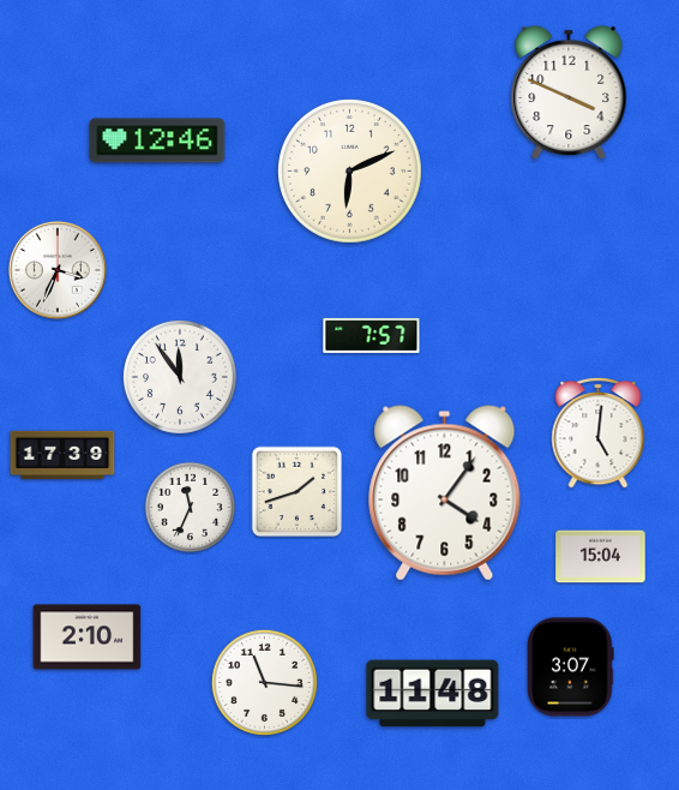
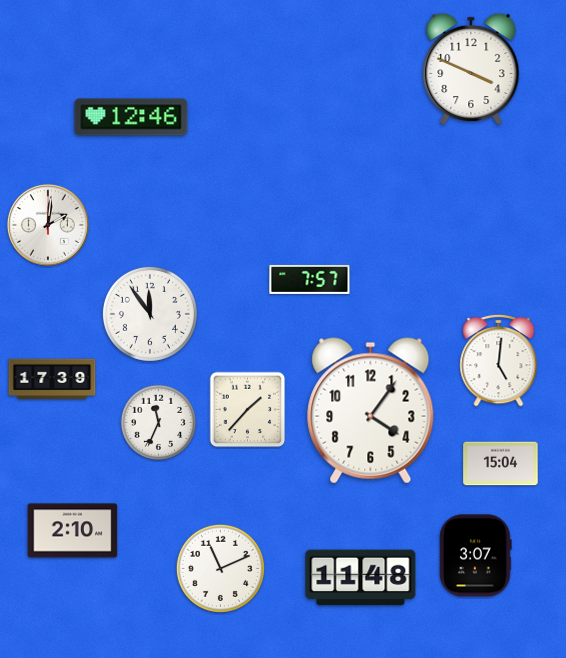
clock at (569, 92) position: (569, 92) -> (471, 69)
clock at (350, 172): 6:11 -> none
clock at (58, 270): 3:34 -> 2:01
clock at (298, 492): 1:42 -> 1:37
clock at (264, 682): 11:16 -> 11:11
